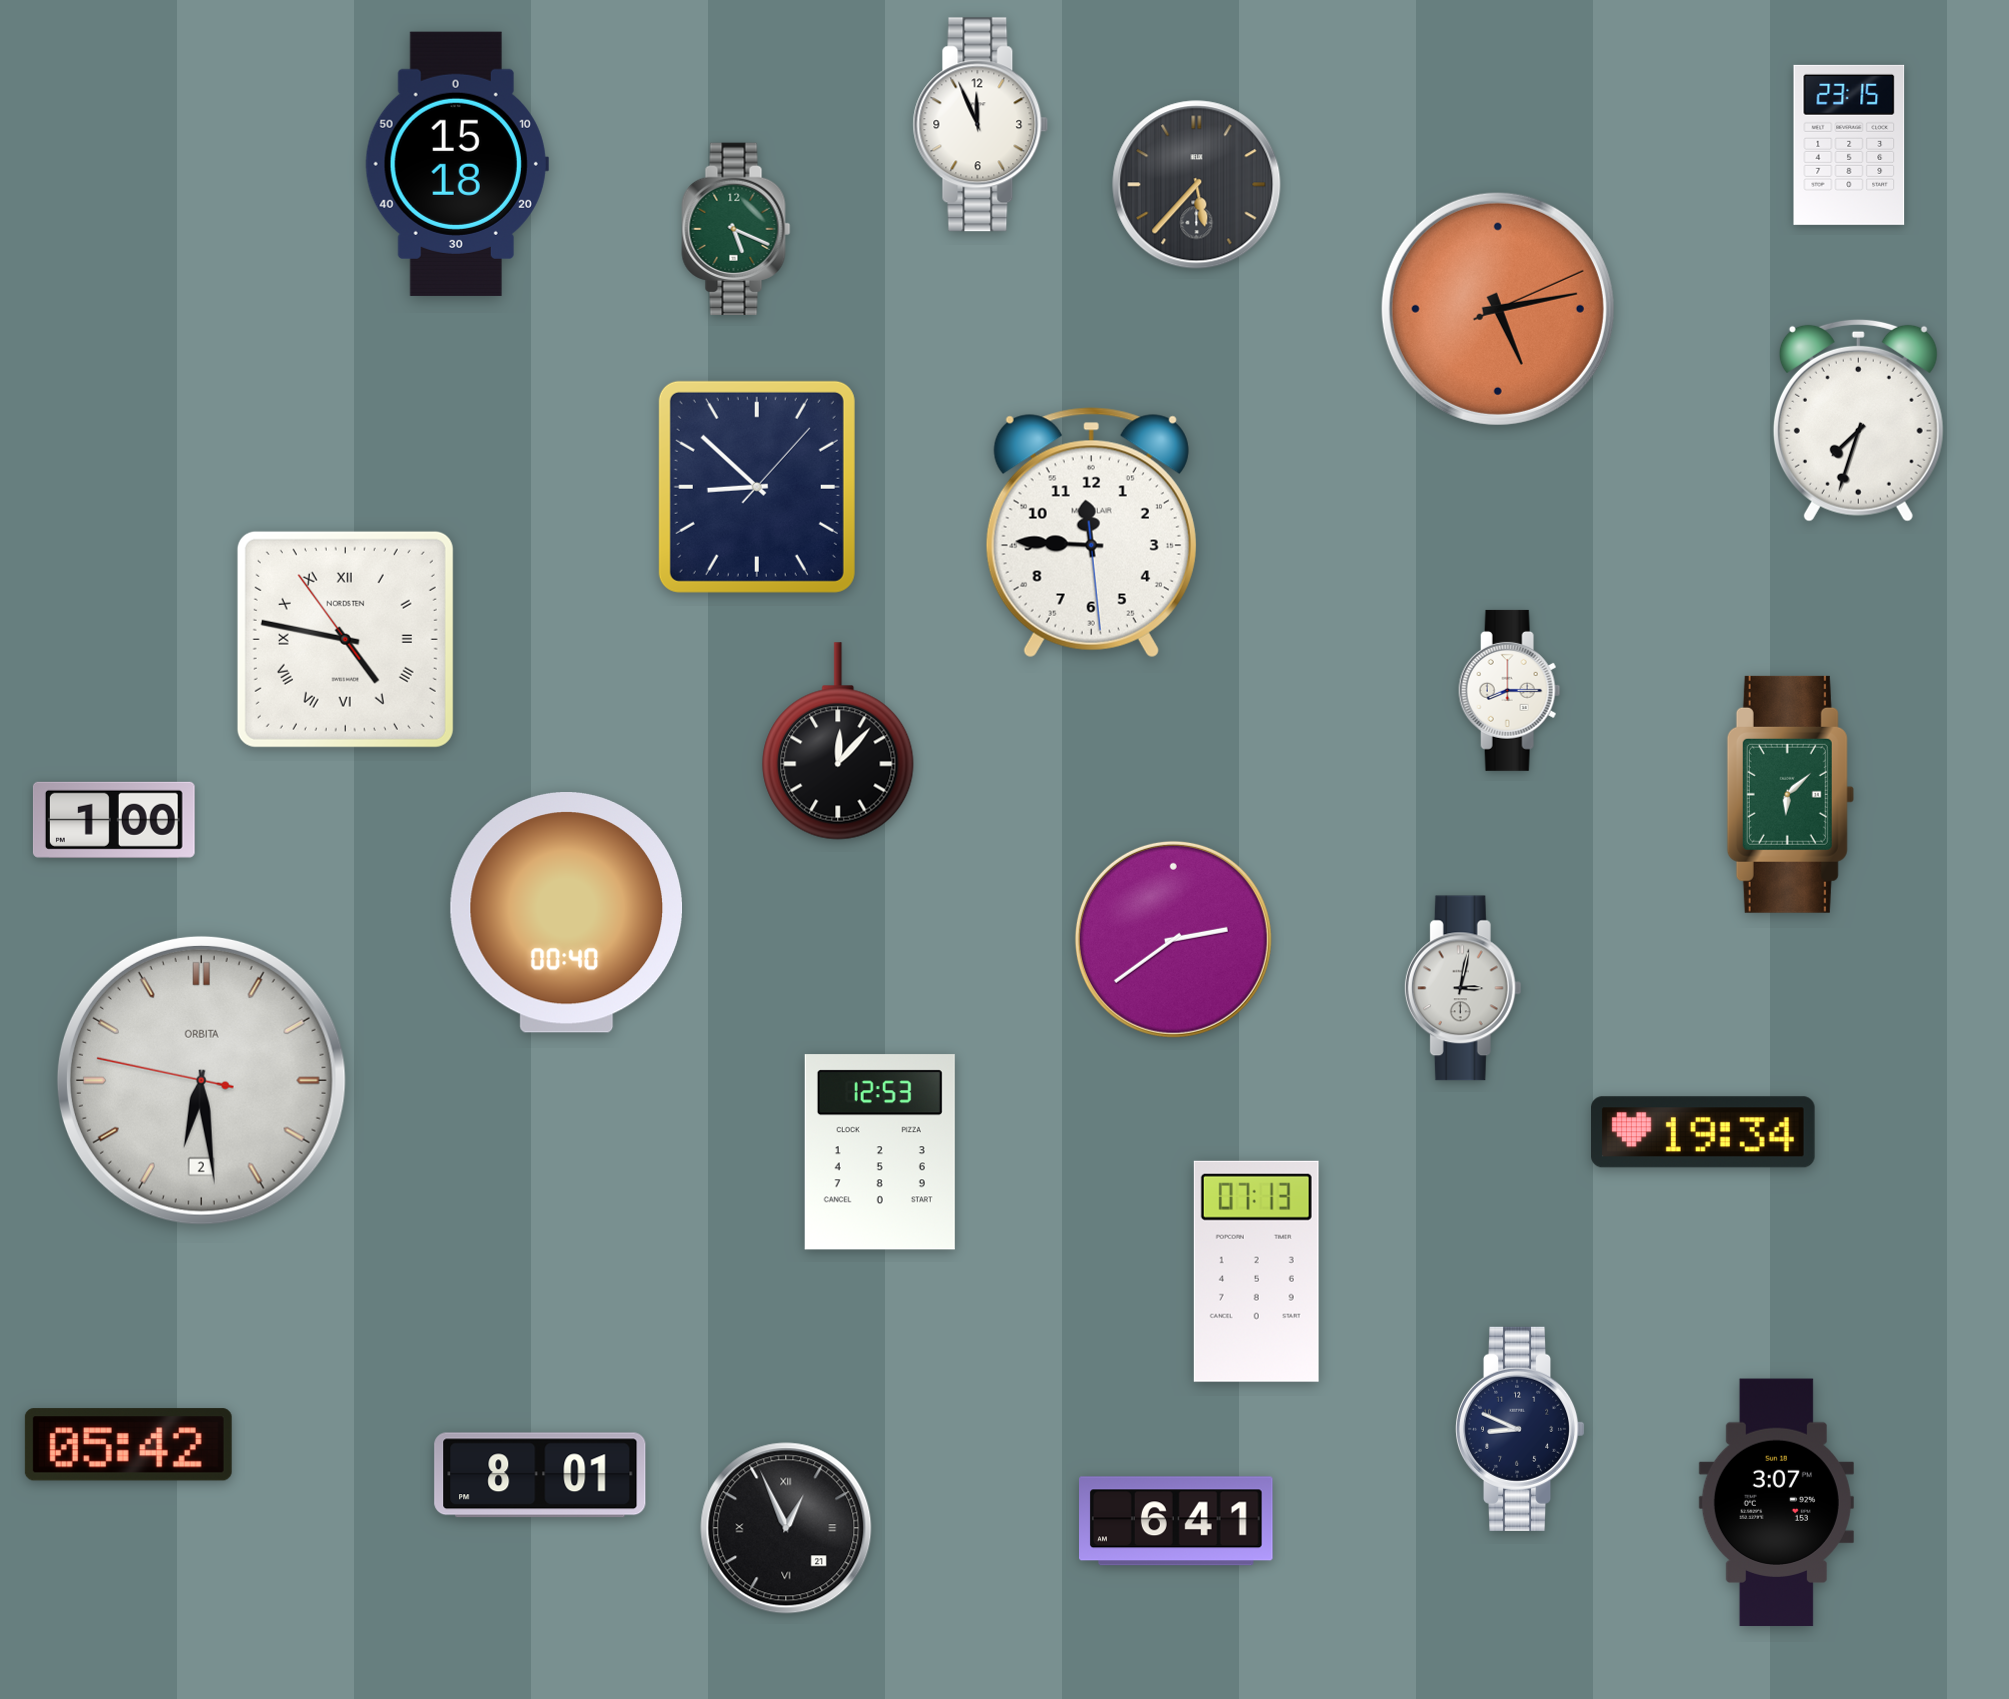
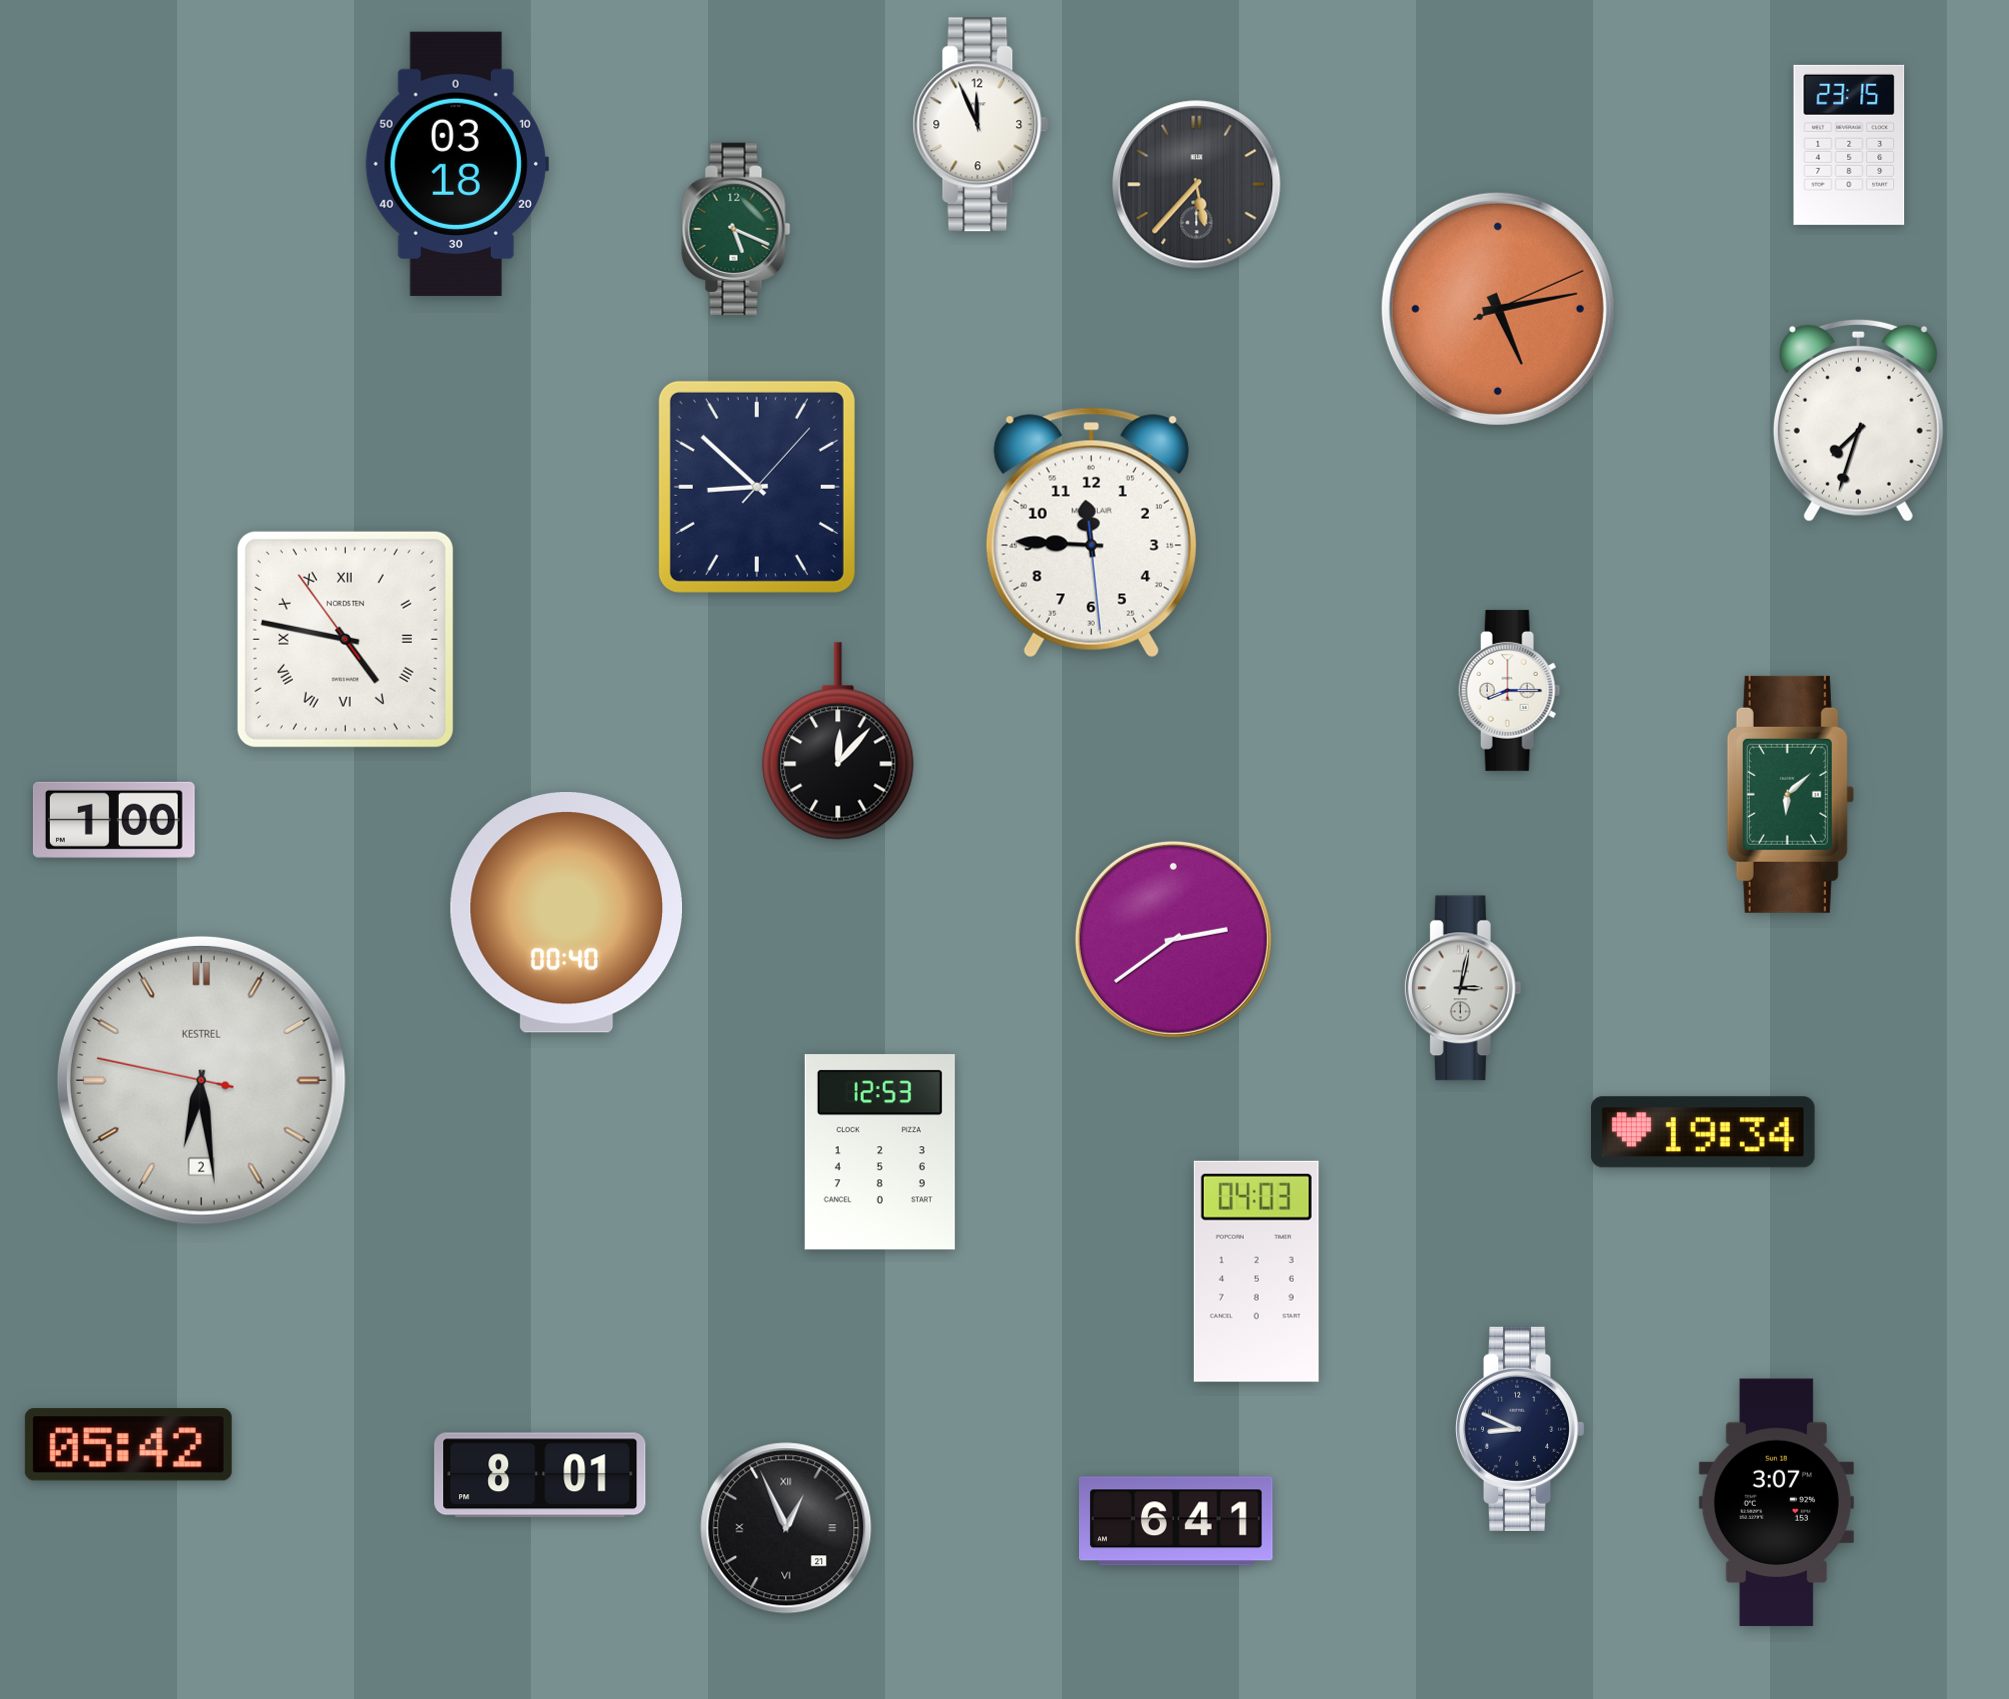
clock at (457, 164): 15:18 -> 03:18
clock at (201, 1080) brand: ORBITA -> KESTREL
clock at (1256, 1271): 07:13 -> 04:03
